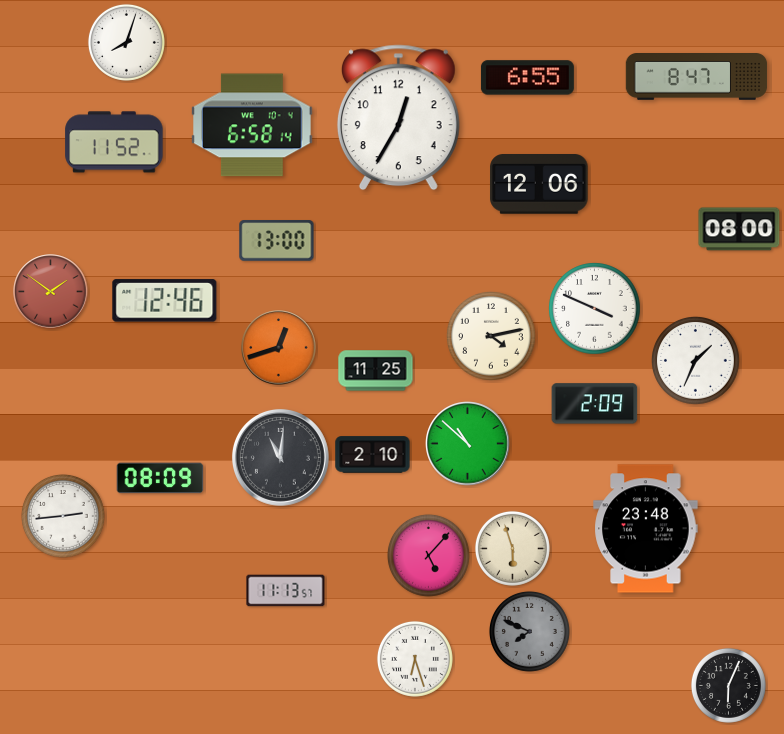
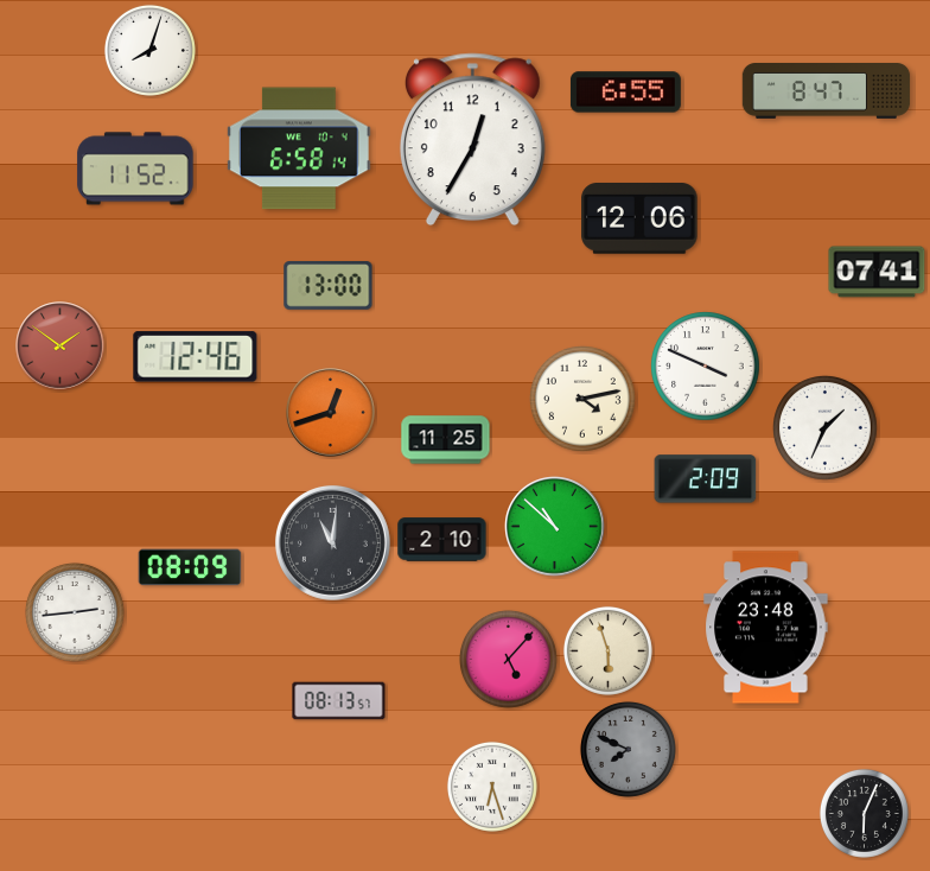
clock at (739, 229): 08:00 -> 07:41
clock at (286, 591): 11:13 -> 08:13
clock at (415, 659) position: (415, 659) -> (492, 787)
